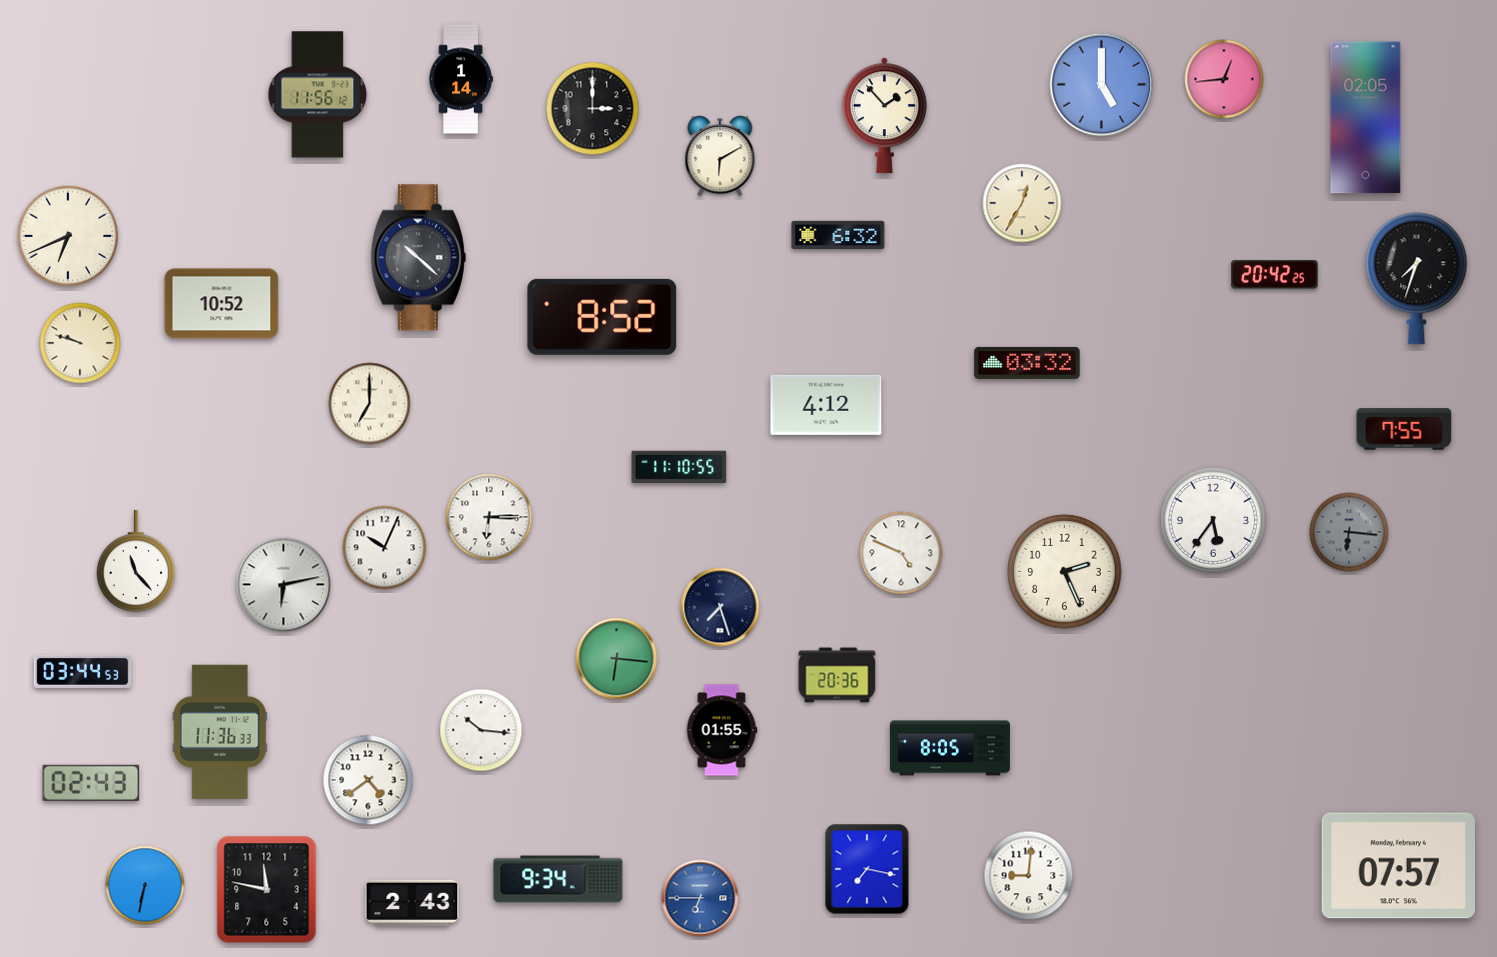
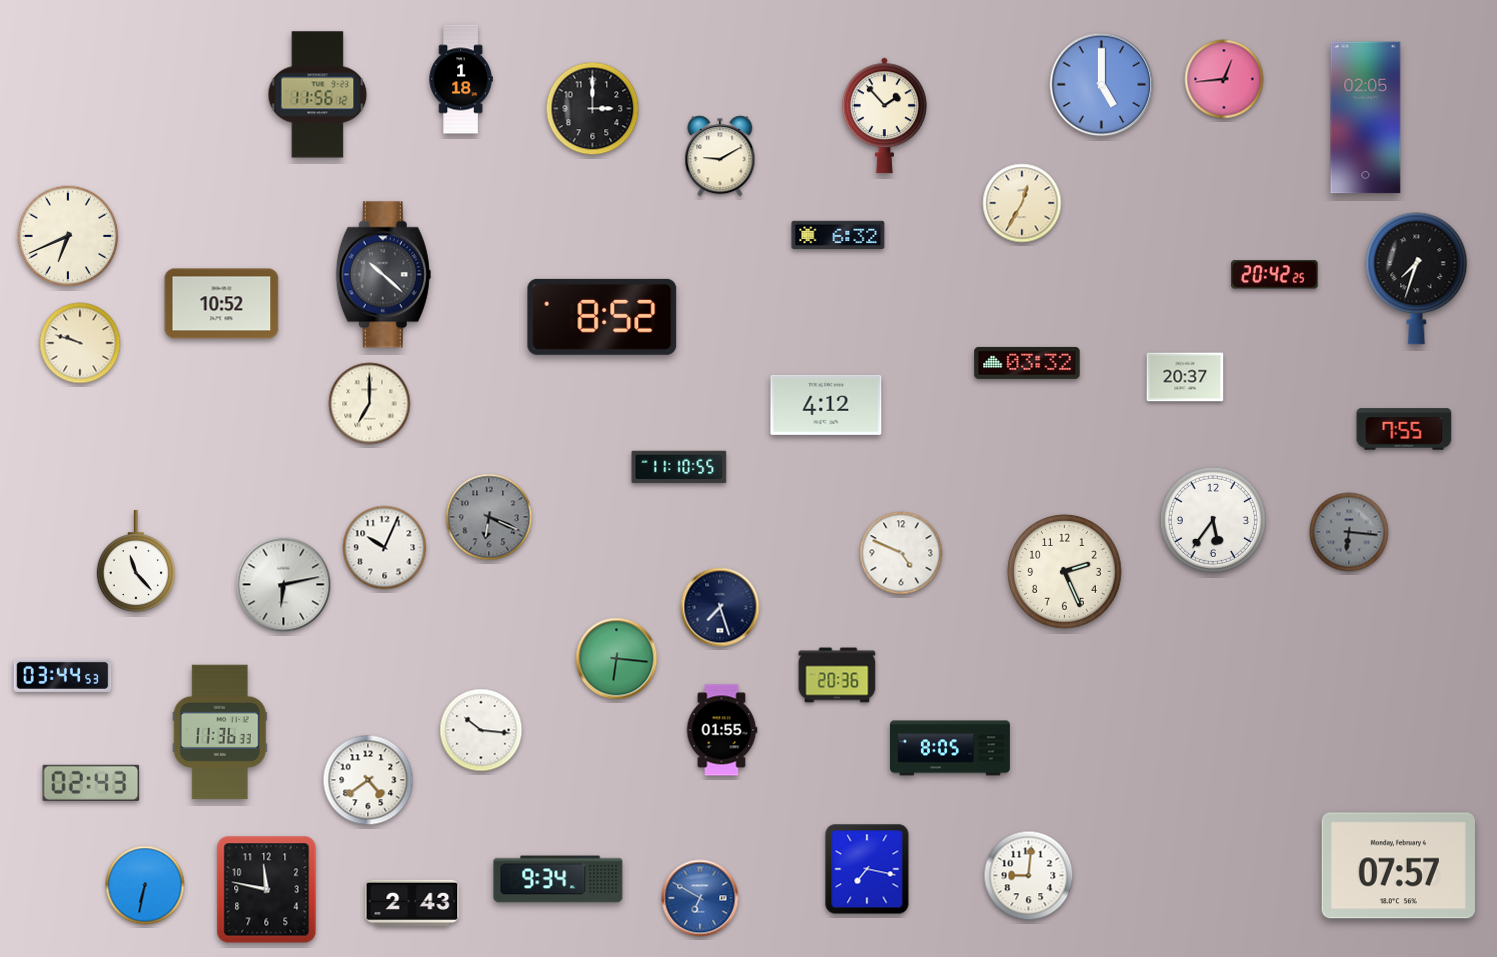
clock at (461, 79): 1:14 -> 1:18
clock at (720, 156): 6:10 -> 9:10
clock at (418, 258) position: (418, 258) -> (383, 275)
clock at (1185, 377): none -> 20:37
clock at (489, 517): 6:15 -> 6:19
clock at (489, 517) dial: white -> grey
clock at (83, 671) position: (83, 671) -> (63, 675)
clock at (700, 898): 6:45 -> 6:50
